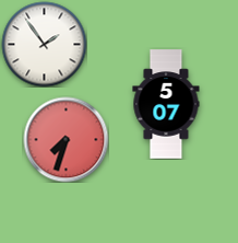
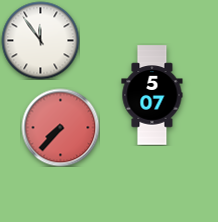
clock at (44, 44): 1:54 -> 11:54
clock at (66, 139): 7:33 -> 7:37
